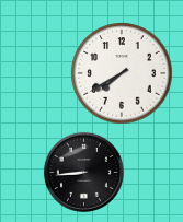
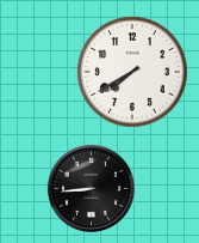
clock at (122, 73) position: (122, 73) -> (132, 72)
